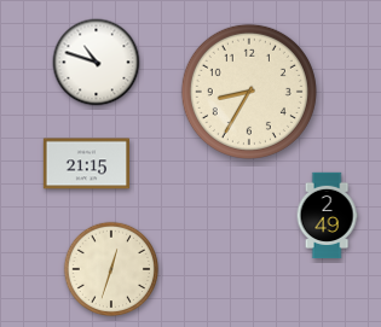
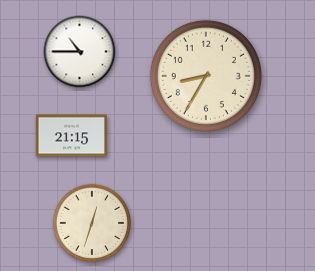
clock at (97, 63): 10:48 -> 10:45
clock at (327, 216): 2:49 -> none
